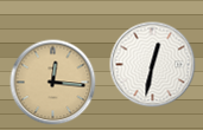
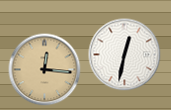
clock at (153, 65) position: (153, 65) -> (125, 55)
